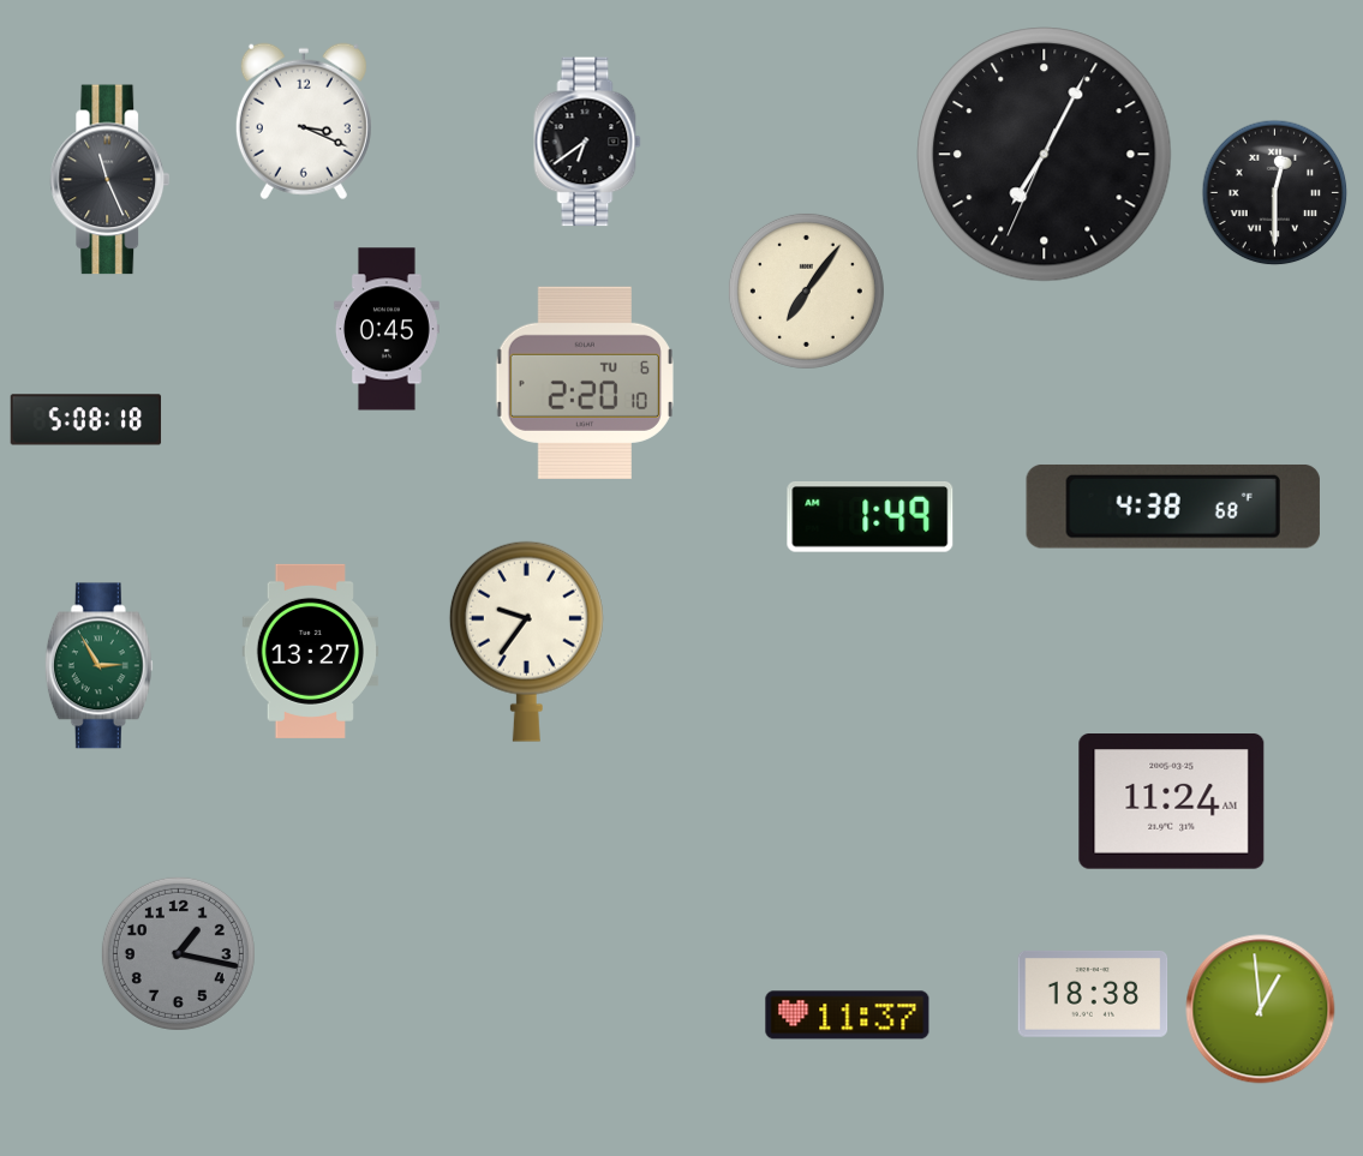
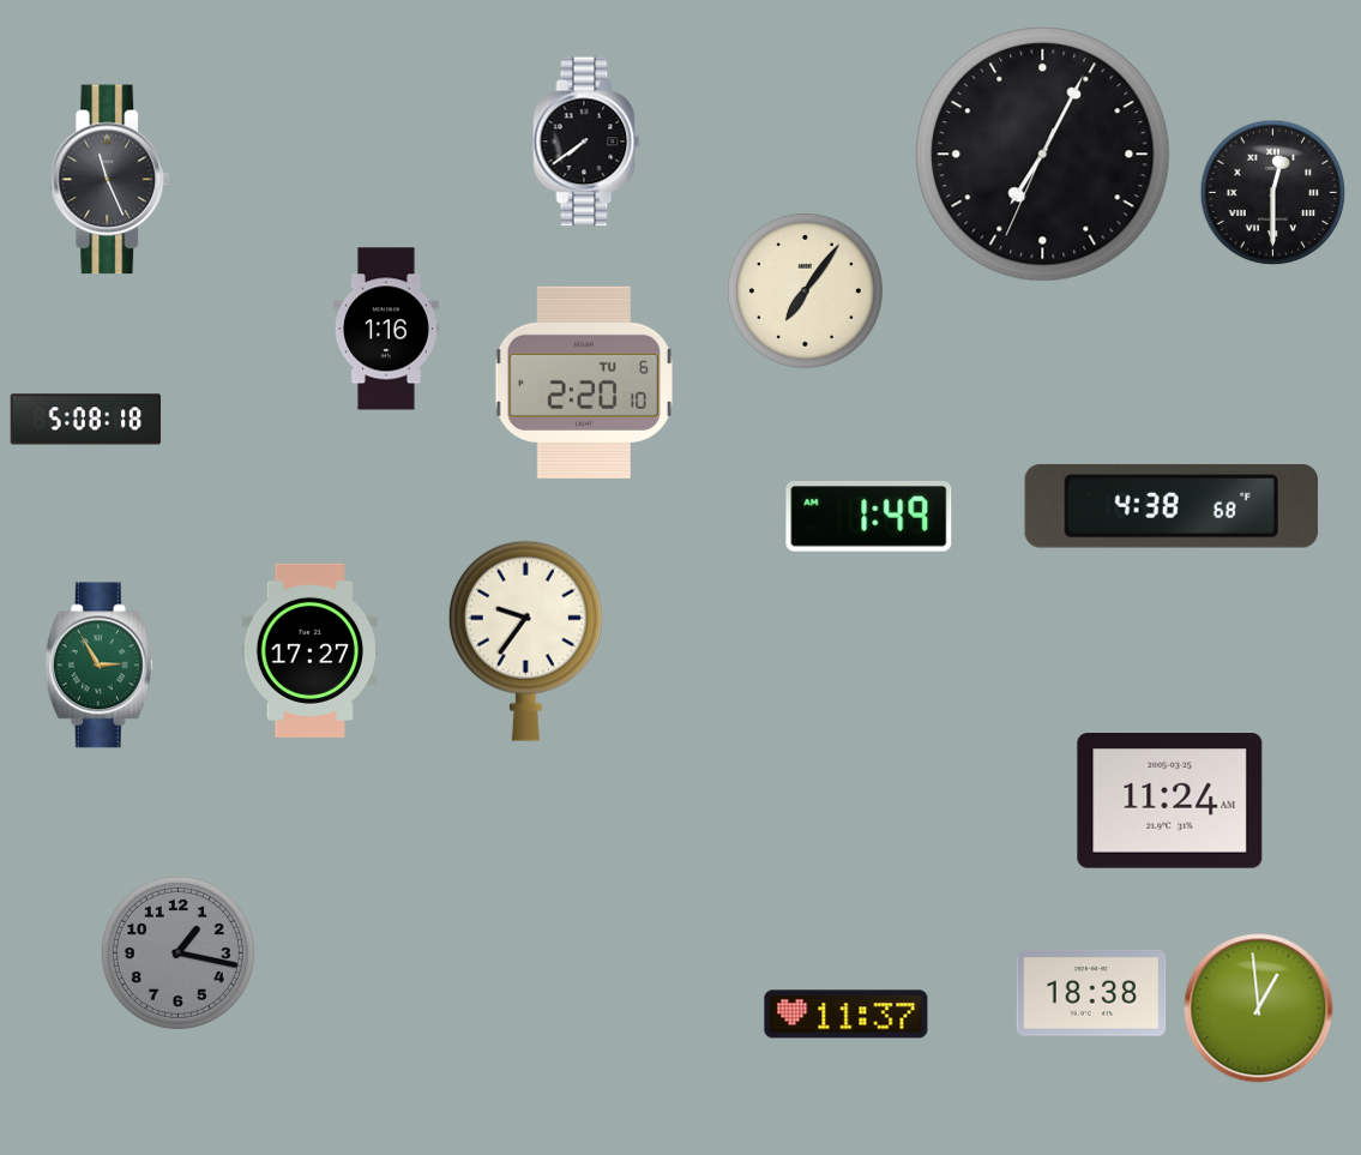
clock at (304, 121): 3:19 -> none
clock at (587, 142): 6:39 -> 7:39
clock at (387, 329): 0:45 -> 1:16
clock at (310, 651): 13:27 -> 17:27
